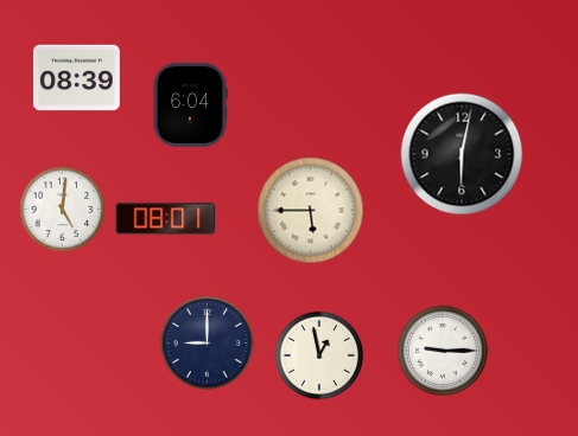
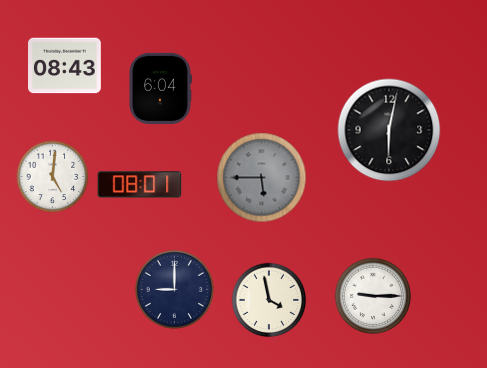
clock at (77, 78): 08:39 -> 08:43
clock at (311, 211) dial: cream -> grey
clock at (319, 355): 12:58 -> 3:58
